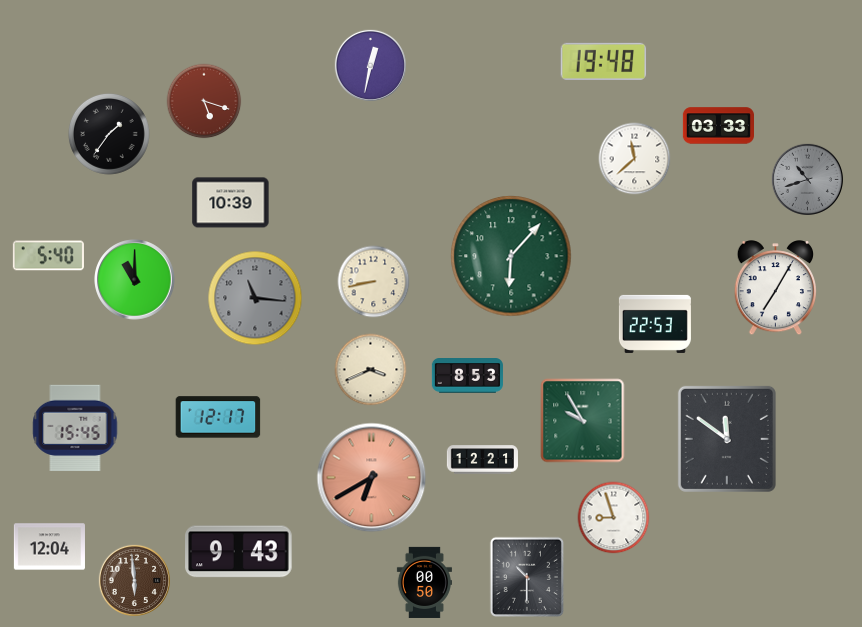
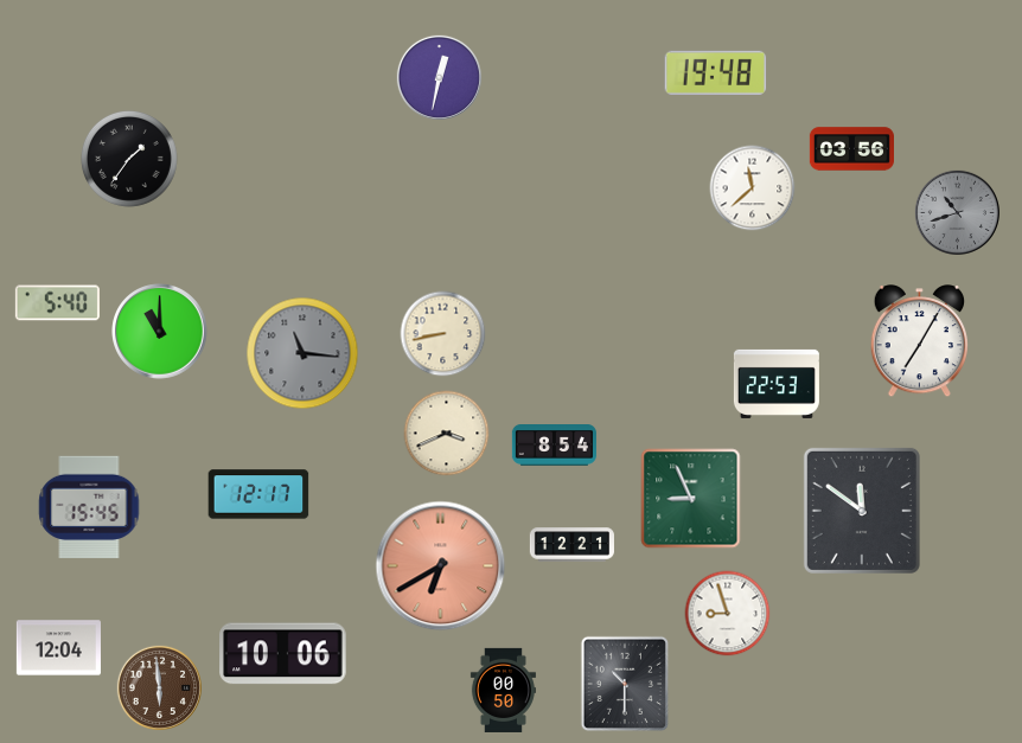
clock at (204, 101): 5:18 -> none
clock at (718, 126): 03:33 -> 03:56
clock at (231, 203): 10:39 -> none
clock at (511, 256): 6:07 -> none
clock at (371, 370) position: (371, 370) -> (447, 434)
clock at (467, 376): 8:53 -> 8:54
clock at (583, 421): 9:55 -> 8:56
clock at (727, 439) position: (727, 439) -> (862, 511)
clock at (239, 552): 9:43 -> 10:06
